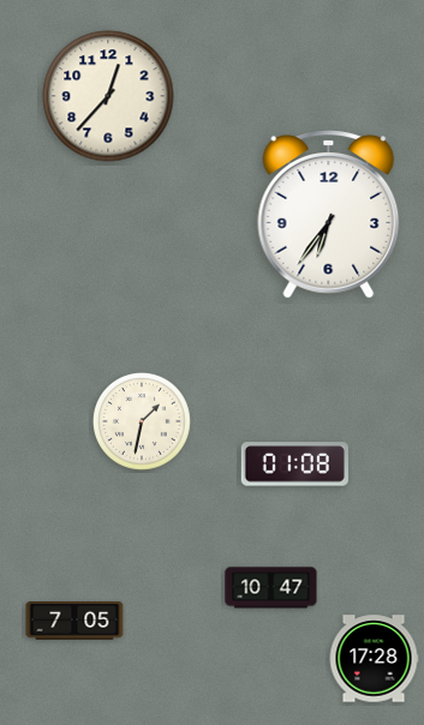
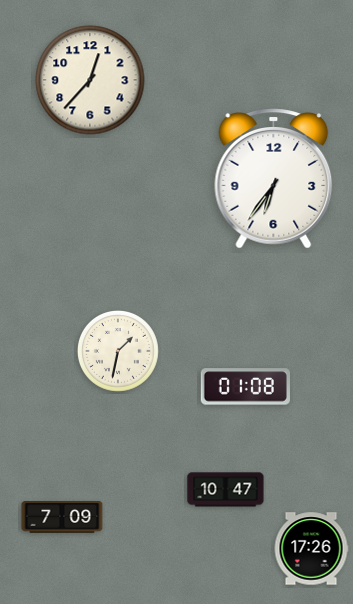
clock at (74, 622): 7:05 -> 7:09
clock at (374, 659): 17:28 -> 17:26
